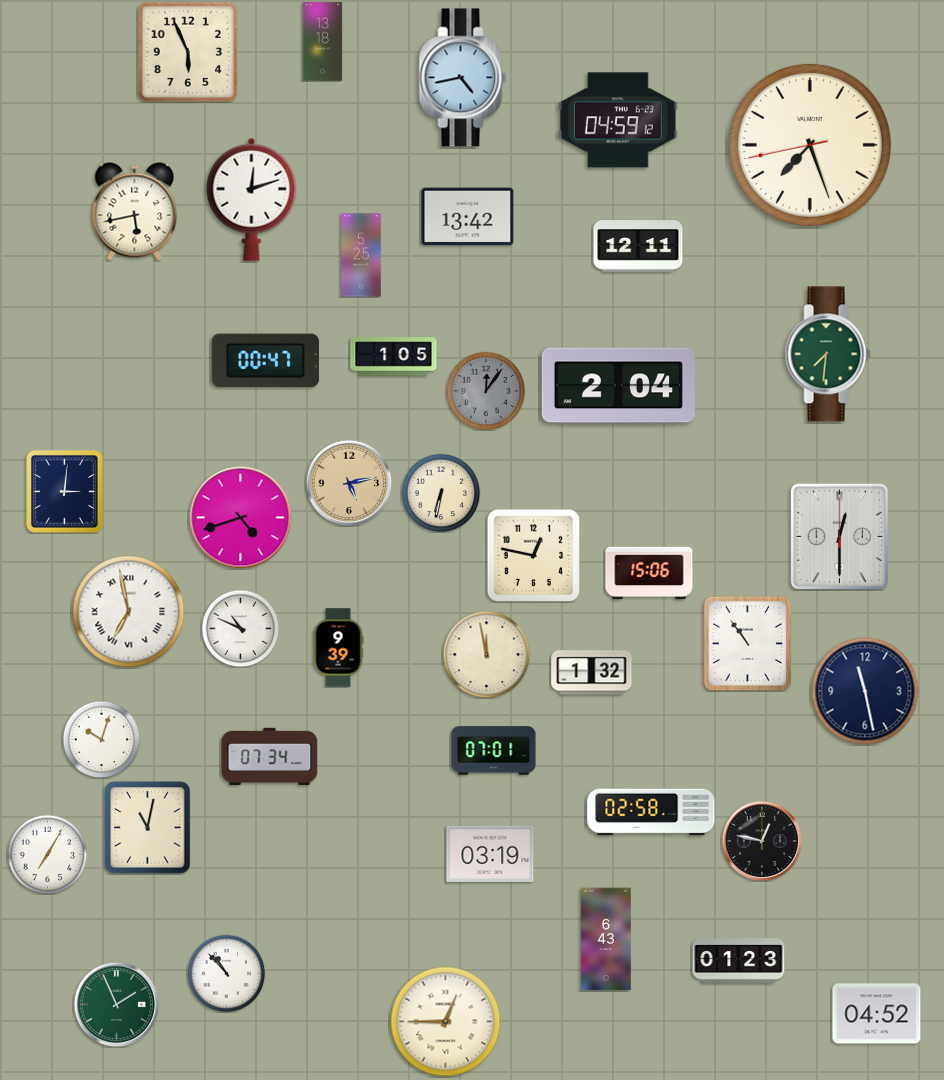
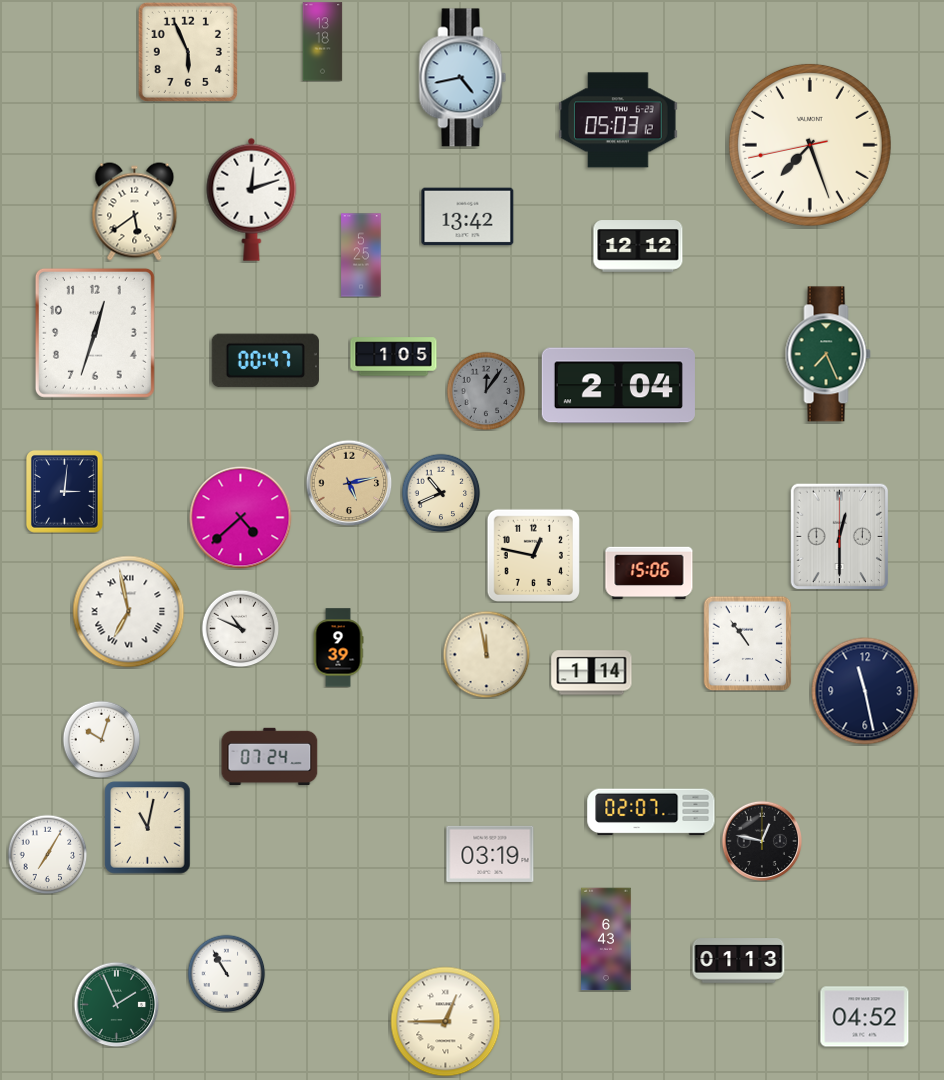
clock at (618, 120): 04:59 -> 05:03
clock at (135, 212): 5:43 -> 5:39
clock at (638, 246): 12:11 -> 12:12
clock at (95, 333): none -> 12:33
clock at (828, 354): 7:31 -> 7:26
clock at (441, 493): 6:32 -> 10:41
clock at (241, 518): 4:42 -> 4:38
clock at (592, 673): 1:32 -> 1:14
clock at (494, 751): 07:01 -> none
clock at (270, 756): 07:34 -> 07:24
clock at (651, 812): 02:58 -> 02:07
clock at (739, 961): 01:23 -> 01:13
clock at (226, 973): 10:53 -> 10:55
clock at (877, 1014) position: (877, 1014) -> (865, 1017)
